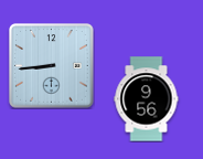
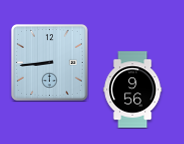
clock at (52, 66) position: (52, 66) -> (50, 63)
